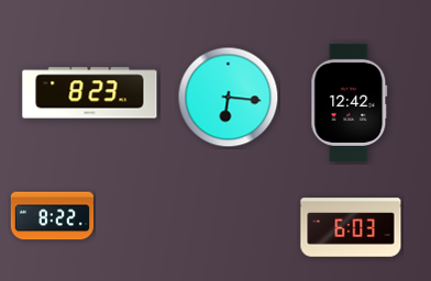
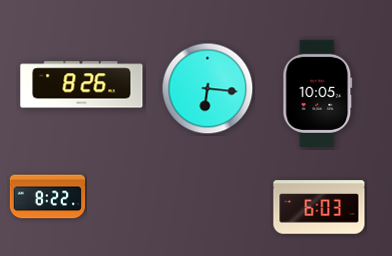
clock at (90, 93): 8:23 -> 8:26
clock at (350, 102): 12:42 -> 10:05
